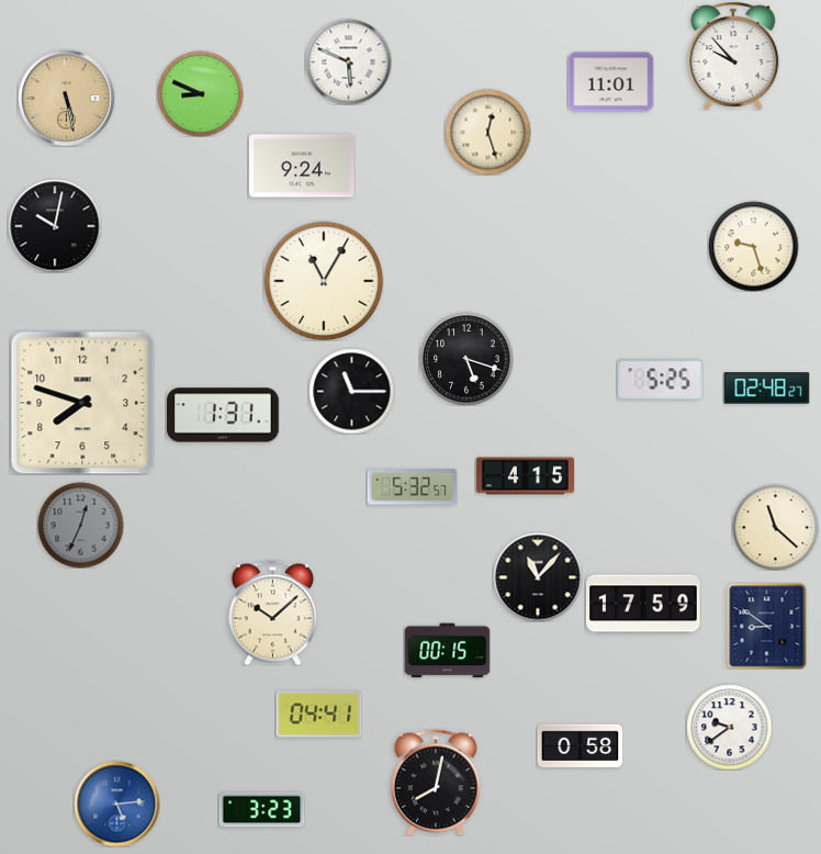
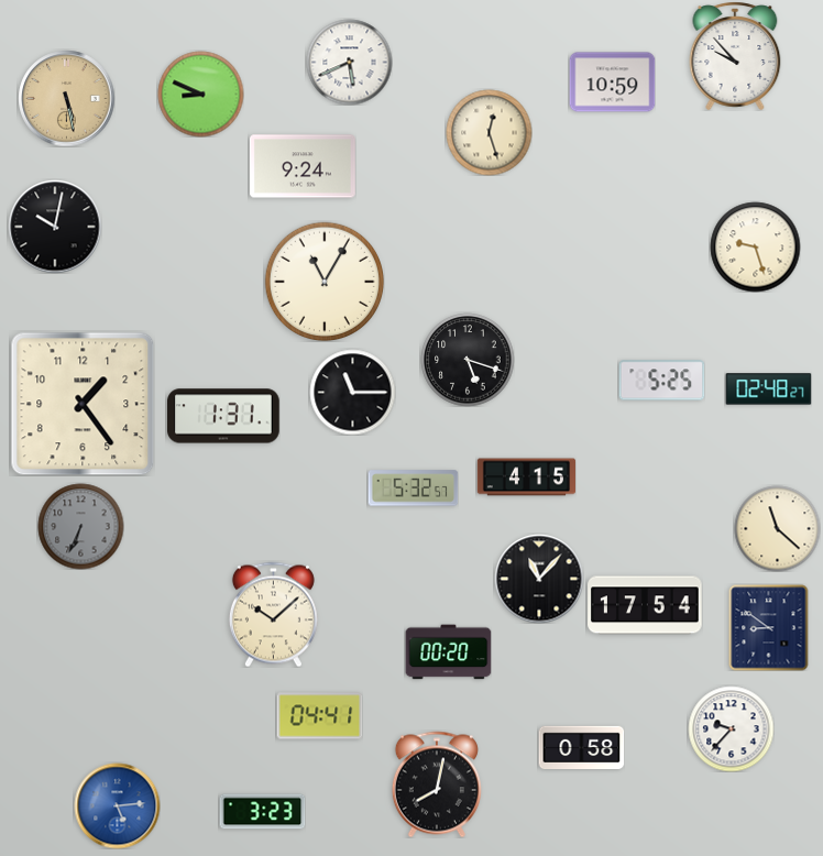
clock at (348, 61): 5:49 -> 5:41
clock at (610, 82): 11:01 -> 10:59
clock at (82, 403): 7:48 -> 1:24
clock at (80, 525): 12:34 -> 6:34
clock at (643, 604): 17:59 -> 17:54
clock at (447, 651): 00:15 -> 00:20
clock at (729, 727): 9:39 -> 9:37
